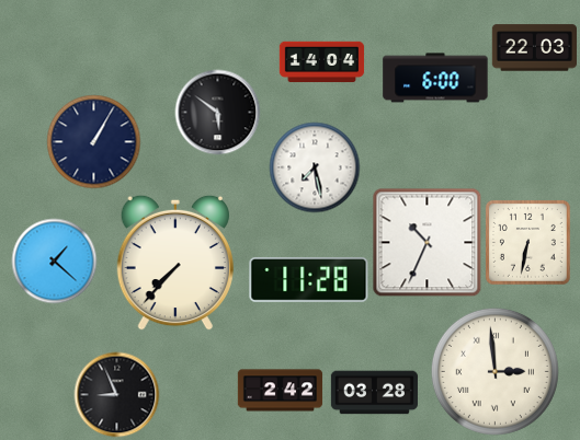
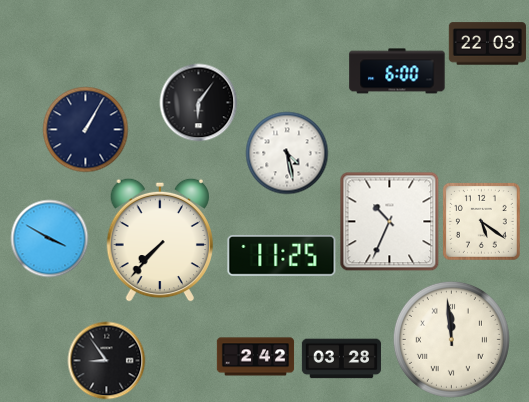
clock at (321, 62): 14:04 -> none
clock at (217, 112): 5:51 -> 6:06
clock at (315, 167): 7:28 -> 4:28
clock at (527, 242): 6:32 -> 5:21
clock at (54, 260): 1:22 -> 3:50
clock at (309, 280): 11:28 -> 11:25
clock at (494, 371): 2:59 -> 11:59
clock at (116, 394): 8:56 -> 8:54
